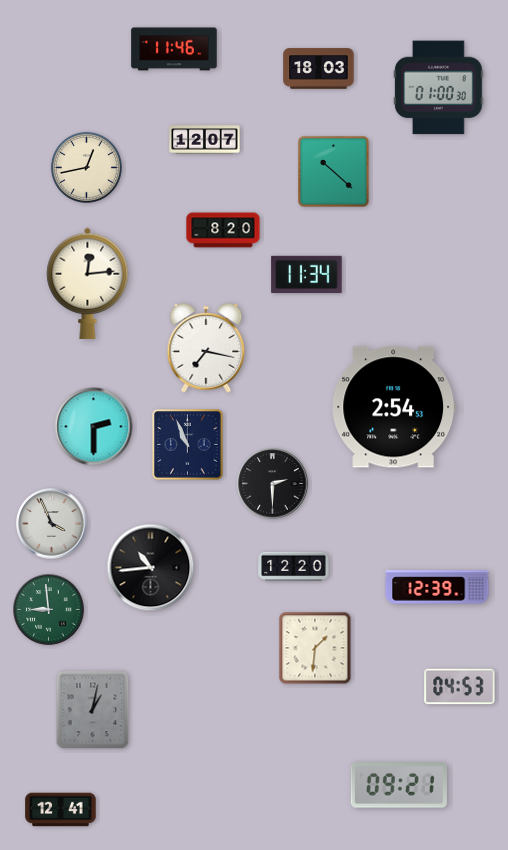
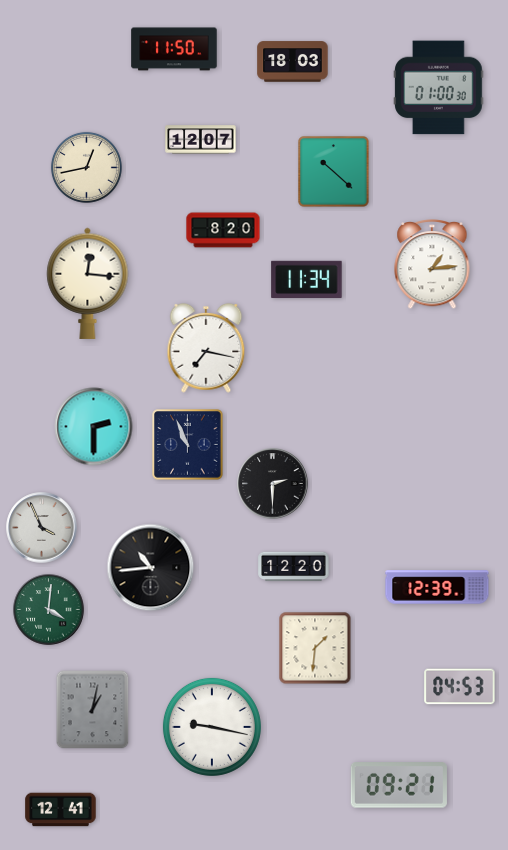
clock at (174, 49): 11:46 -> 11:50
clock at (319, 69) position: (319, 69) -> (293, 62)
clock at (205, 140) position: (205, 140) -> (201, 140)
clock at (432, 265): none -> 1:14
clock at (307, 275) position: (307, 275) -> (307, 280)
clock at (88, 283): 12:14 -> 12:16
clock at (394, 407): 2:54 -> none
clock at (52, 524) position: (52, 524) -> (42, 528)
clock at (49, 610): 8:59 -> 4:01
clock at (212, 727): none -> 9:17
